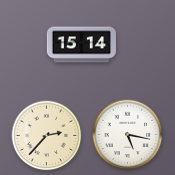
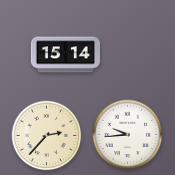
clock at (81, 45) position: (81, 45) -> (65, 55)
clock at (128, 135): 5:17 -> 9:44
